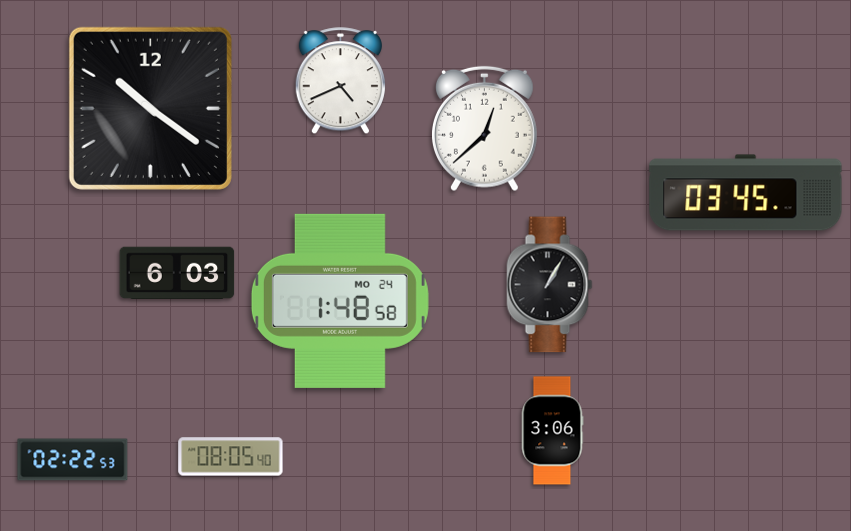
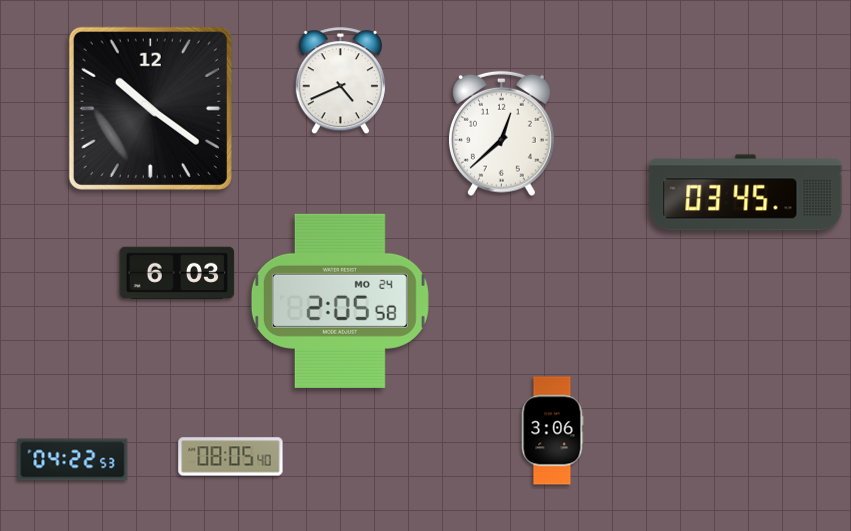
clock at (484, 129) position: (484, 129) -> (501, 134)
clock at (550, 285): 1:05 -> none
clock at (340, 301): 1:48 -> 2:05
clock at (73, 460): 02:22 -> 04:22
